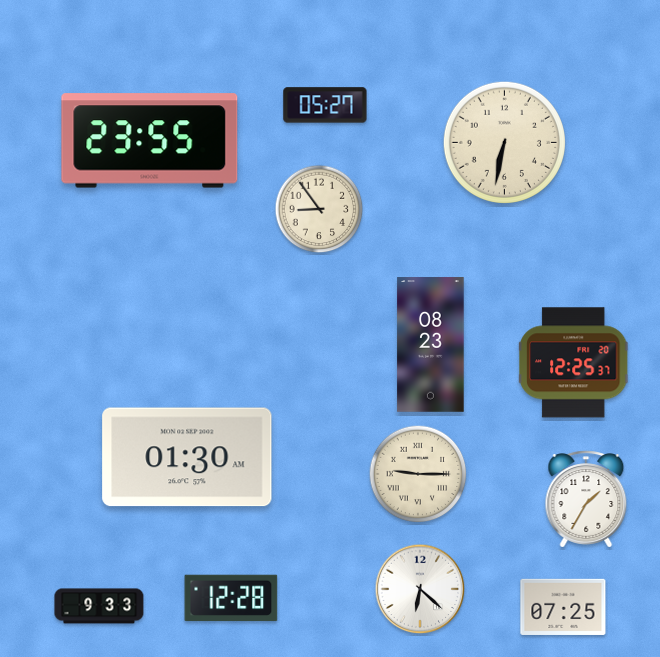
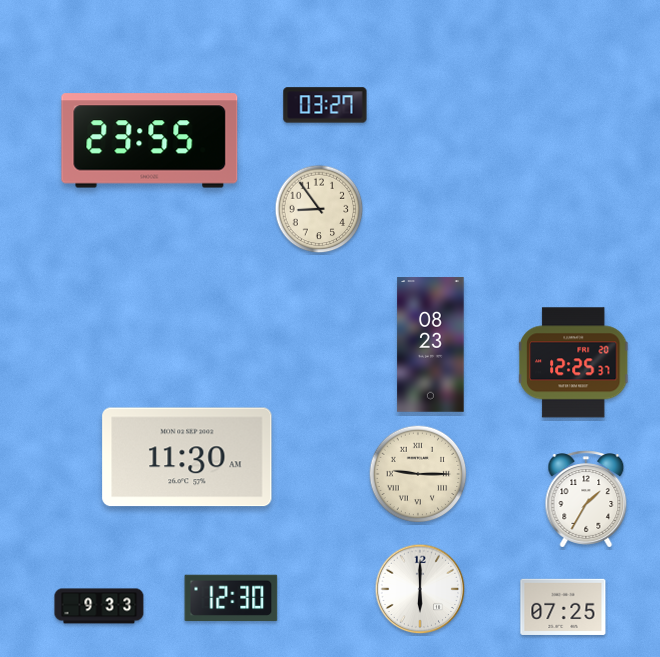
clock at (325, 105): 05:27 -> 03:27
clock at (504, 142): 6:32 -> none
clock at (187, 457): 01:30 -> 11:30
clock at (420, 589): 6:22 -> 6:00
clock at (231, 598): 12:28 -> 12:30
